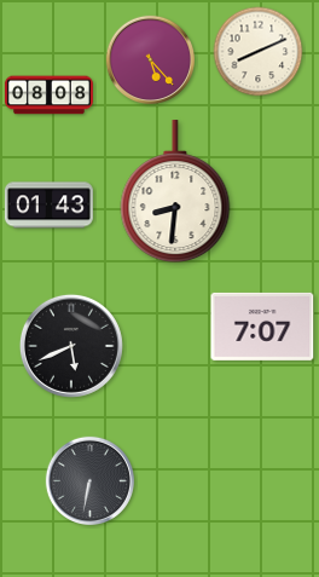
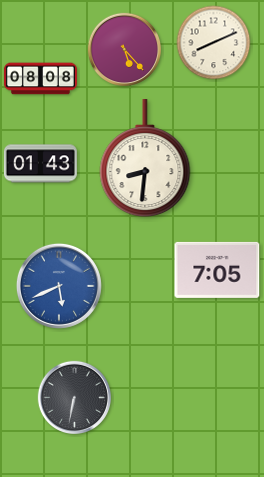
clock at (48, 206) position: (48, 206) -> (40, 164)
clock at (262, 327): 7:07 -> 7:05
clock at (71, 346) dial: black -> blue
